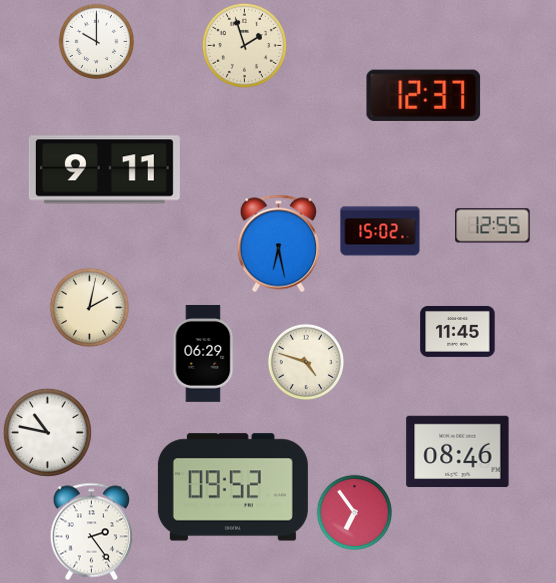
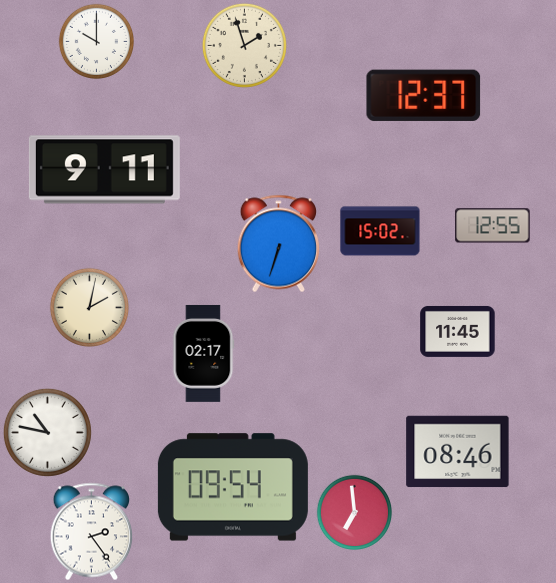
clock at (278, 244): 6:28 -> 6:33
clock at (203, 353): 06:29 -> 02:17
clock at (305, 361): 4:48 -> none
clock at (233, 487): 09:52 -> 09:54
clock at (354, 512): 6:54 -> 6:59
